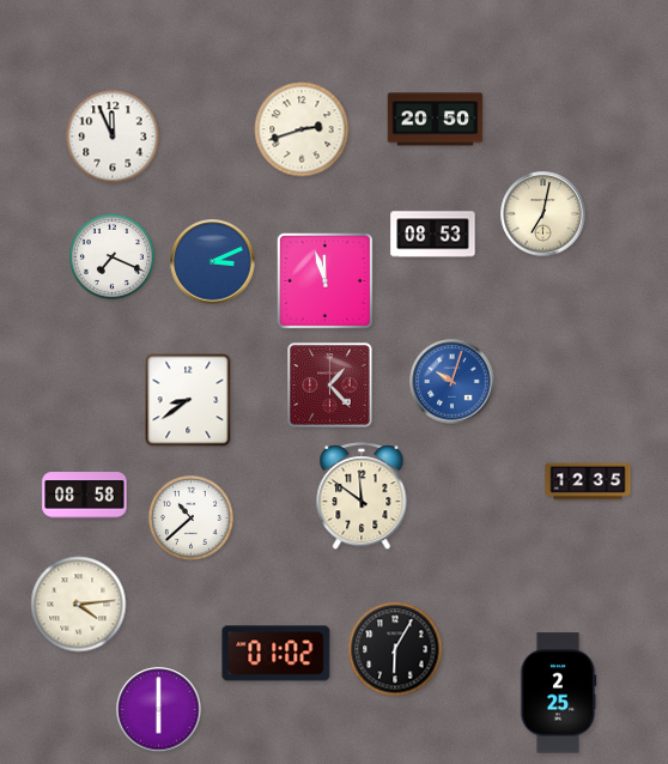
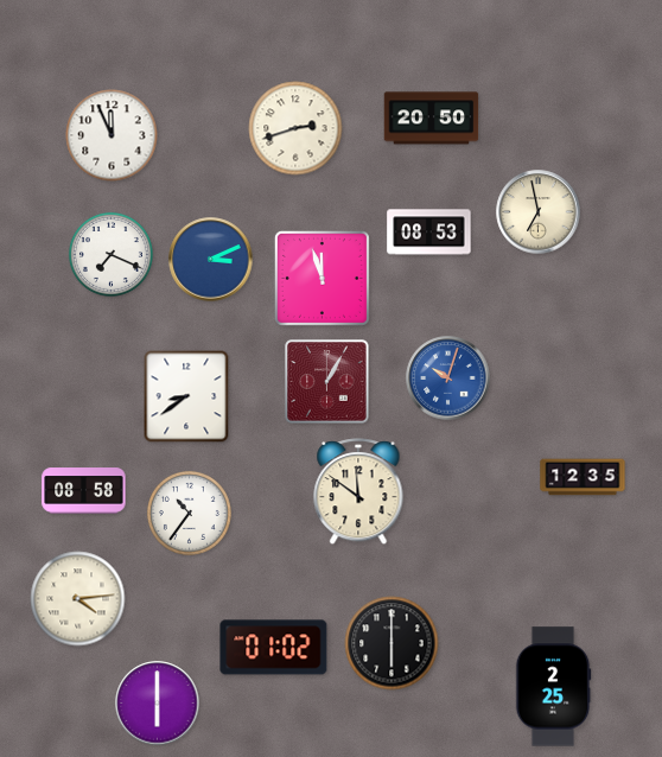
clock at (302, 129) position: (302, 129) -> (295, 128)
clock at (543, 214): 7:02 -> 6:58
clock at (330, 386): 1:23 -> 1:05
clock at (190, 517): 10:38 -> 10:36
clock at (395, 649): 6:05 -> 6:00
